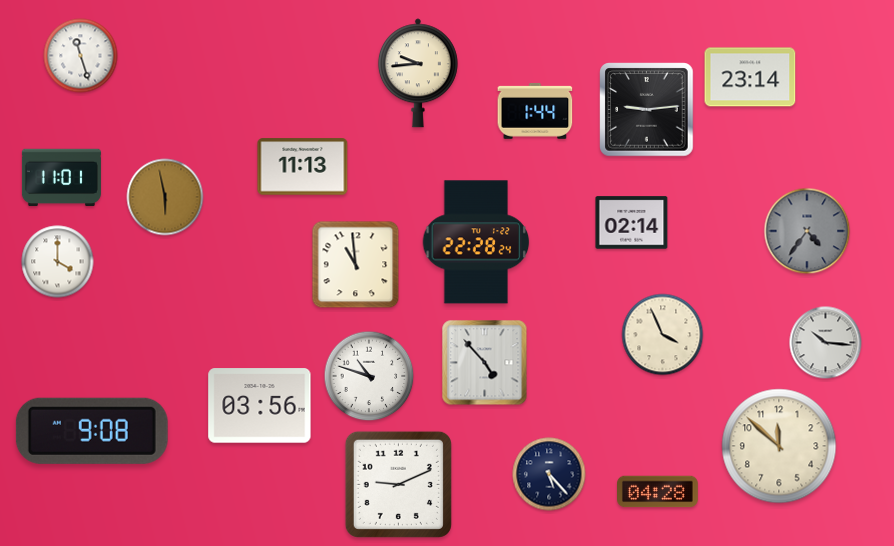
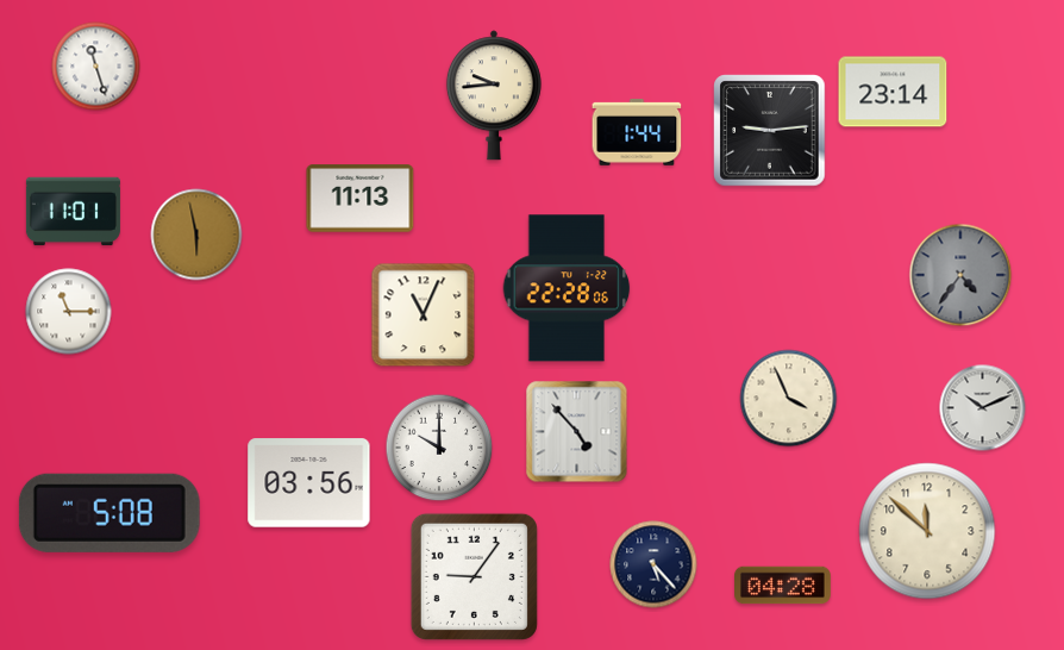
clock at (418, 73) position: (418, 73) -> (494, 95)
clock at (632, 223): 02:14 -> none
clock at (476, 242): 22:28:24 -> 22:28:06
clock at (58, 262): 4:00 -> 11:15
clock at (356, 265): 10:59 -> 11:04
clock at (826, 343): 10:16 -> 10:11
clock at (369, 376): 10:48 -> 10:00
clock at (92, 431): 9:08 -> 5:08
clock at (398, 484): 9:11 -> 9:06
